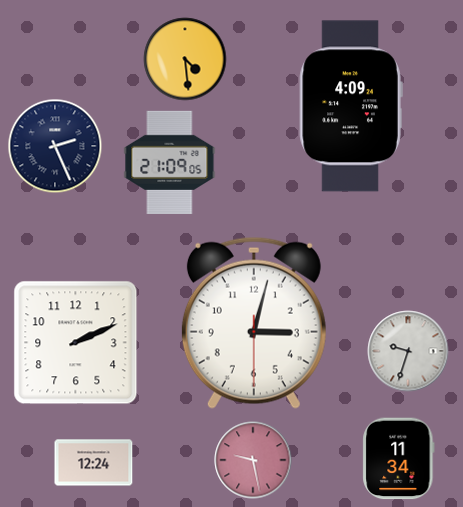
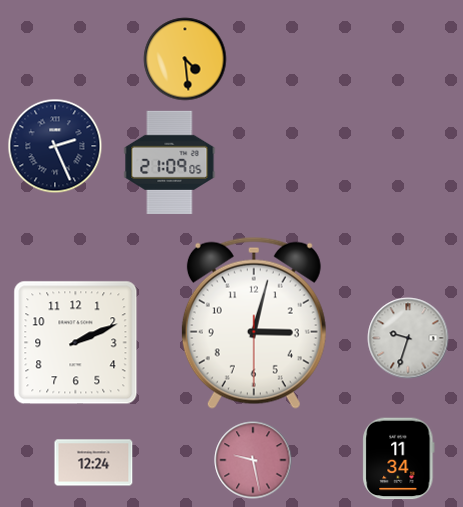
clock at (351, 106): 4:09 -> none
clock at (408, 351) position: (408, 351) -> (408, 338)
